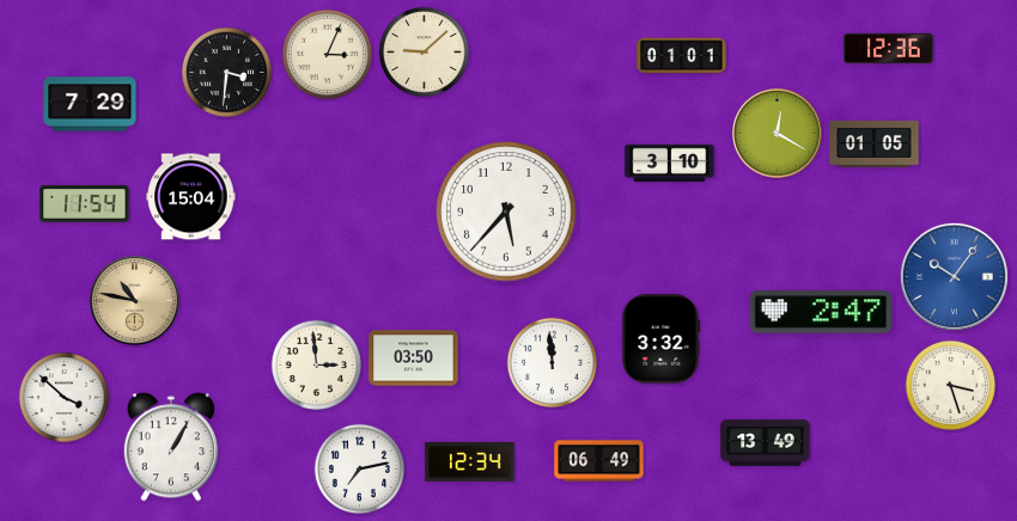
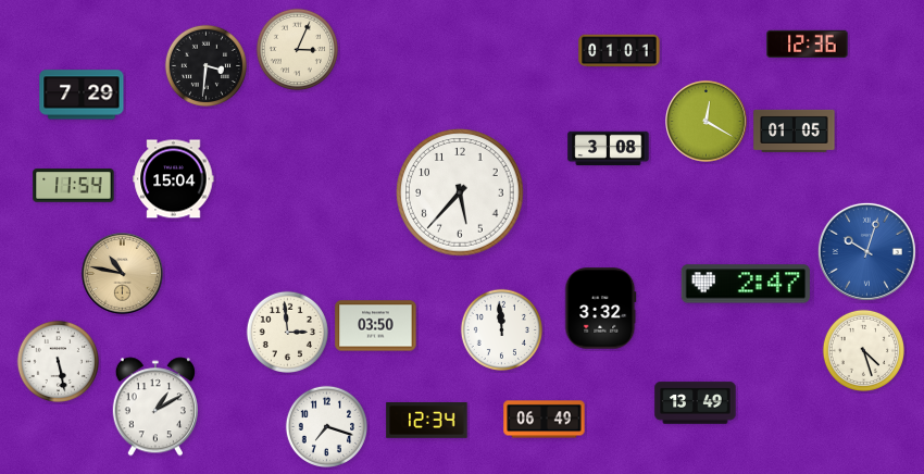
clock at (424, 51): 9:08 -> none
clock at (670, 164): 3:10 -> 3:08
clock at (85, 204) position: (85, 204) -> (74, 186)
clock at (954, 276): 10:06 -> 10:03
clock at (950, 385): 3:27 -> 4:27
clock at (63, 397): 3:52 -> 5:28
clock at (171, 447): 1:05 -> 1:10
clock at (359, 468): 7:13 -> 7:18
